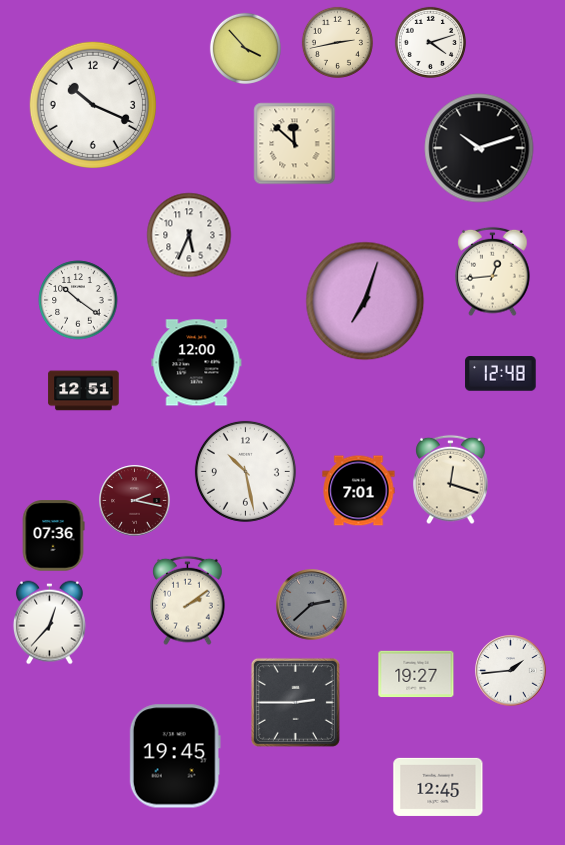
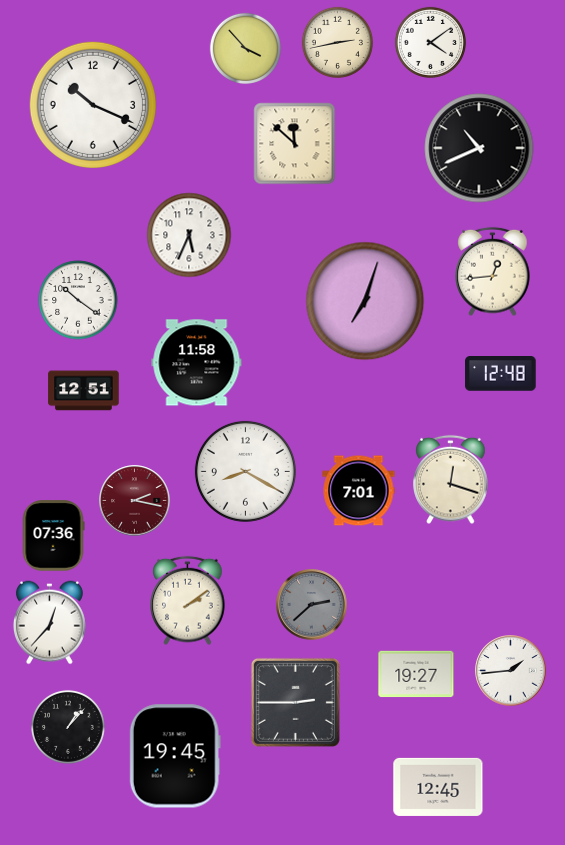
clock at (430, 42): 4:12 -> 4:09
clock at (479, 148): 10:12 -> 10:41
clock at (197, 363): 12:00 -> 11:58
clock at (245, 471): 10:28 -> 8:20
clock at (68, 727): none -> 1:07
